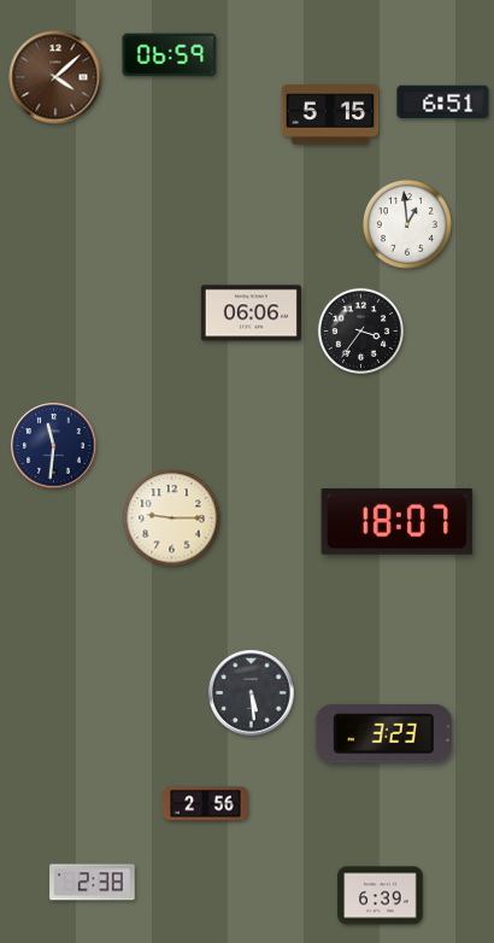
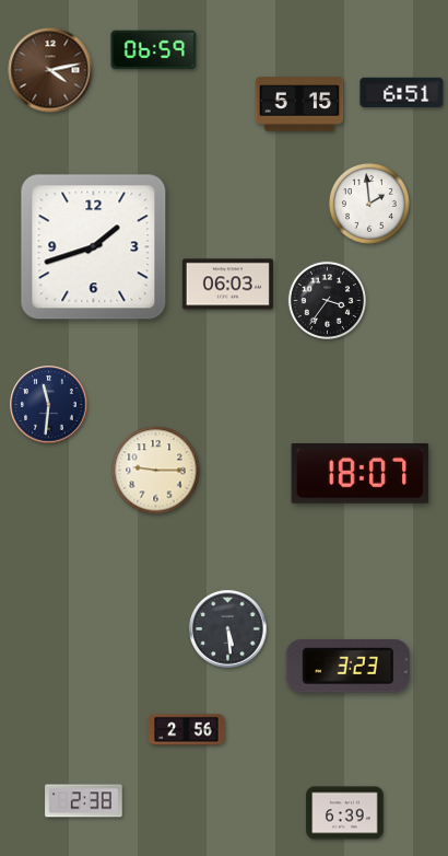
clock at (55, 77): 4:08 -> 4:13
clock at (407, 224): 12:59 -> 1:59
clock at (94, 247): none -> 1:42
clock at (251, 314): 06:06 -> 06:03
